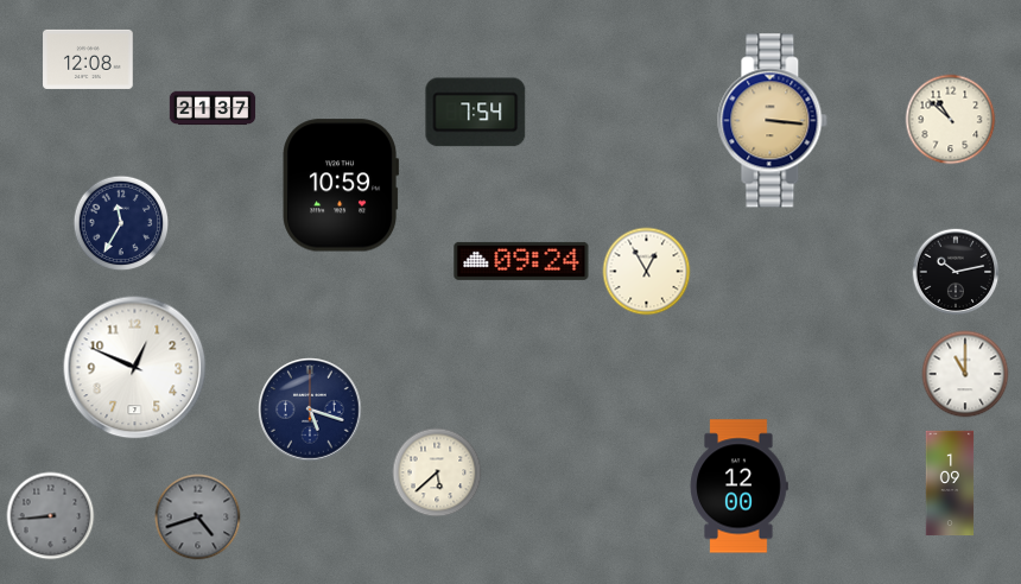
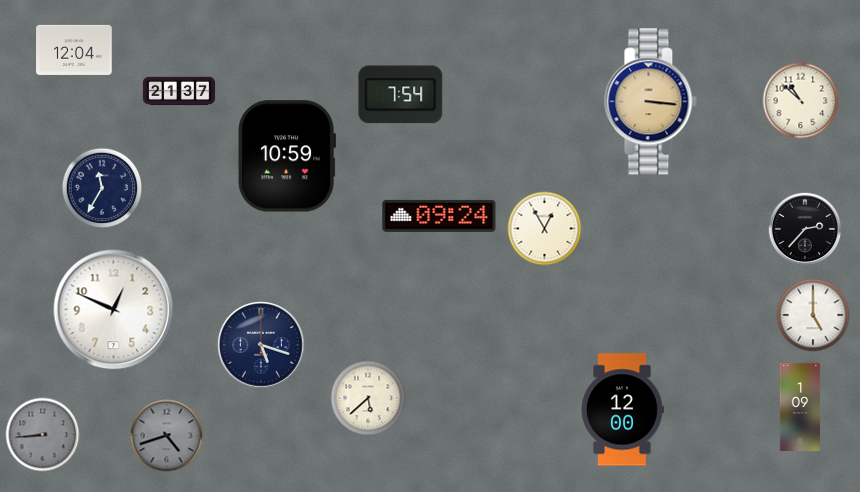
clock at (88, 59): 12:08 -> 12:04
clock at (521, 261) position: (521, 261) -> (439, 216)
clock at (956, 272): 10:13 -> 2:37
clock at (965, 374): 11:00 -> 5:00
